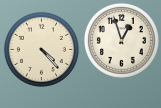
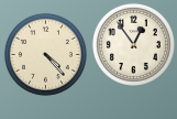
clock at (121, 40): 12:57 -> 12:54
